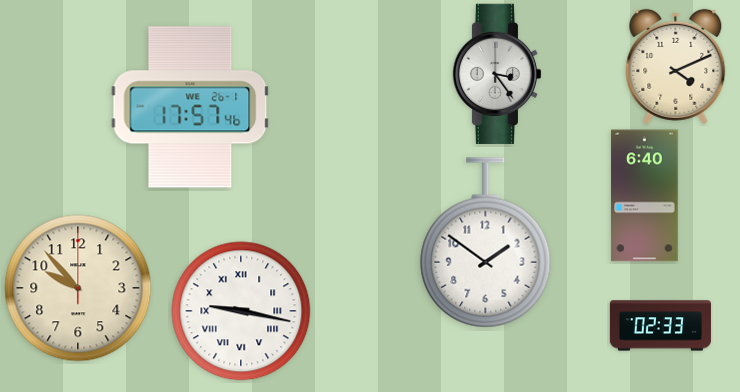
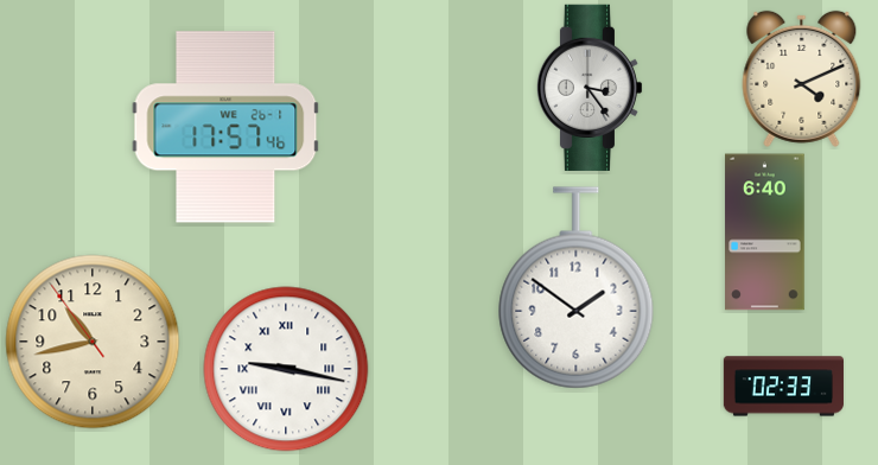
clock at (78, 288): 9:53 -> 10:42
